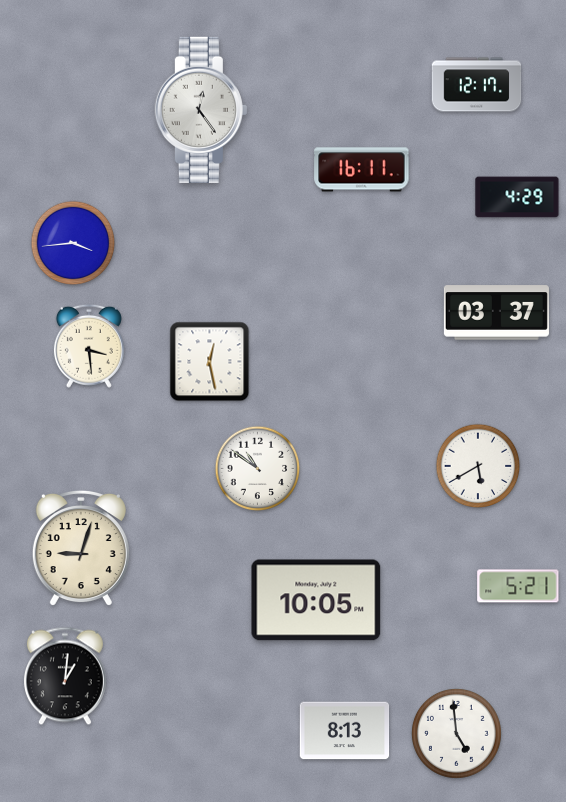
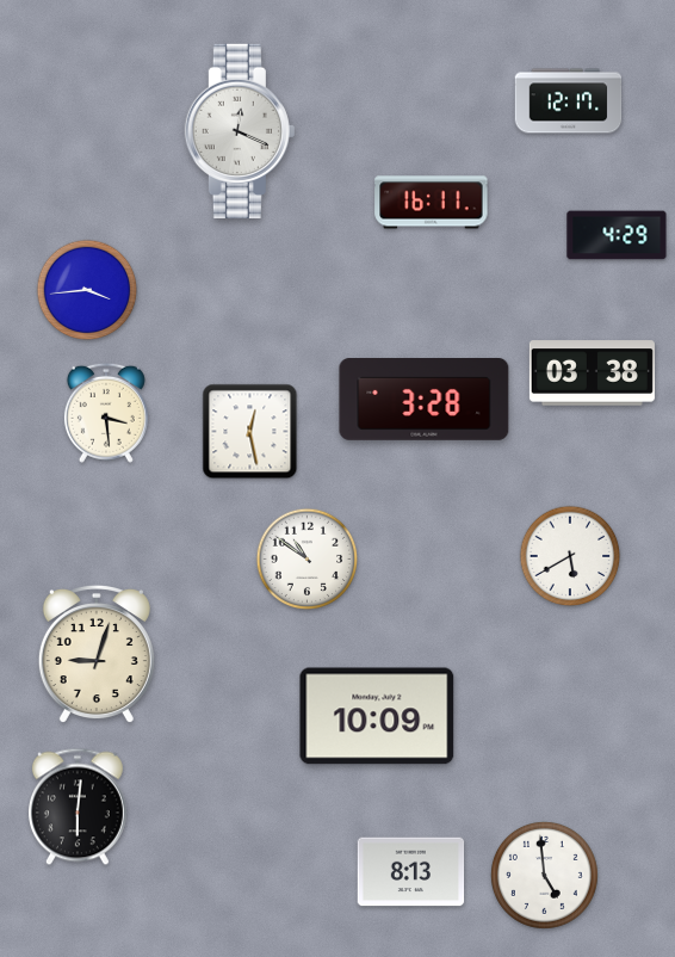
clock at (201, 110): 12:24 -> 12:19
clock at (496, 313): 03:37 -> 03:38
clock at (425, 400): none -> 3:28
clock at (518, 586): 5:21 -> none
clock at (316, 600): 10:05 -> 10:09
clock at (65, 676): 1:01 -> 6:01
